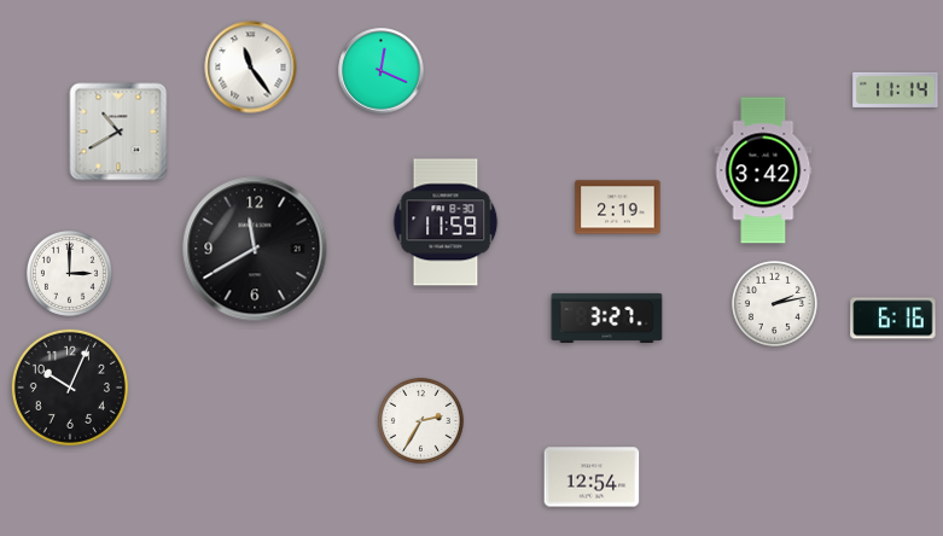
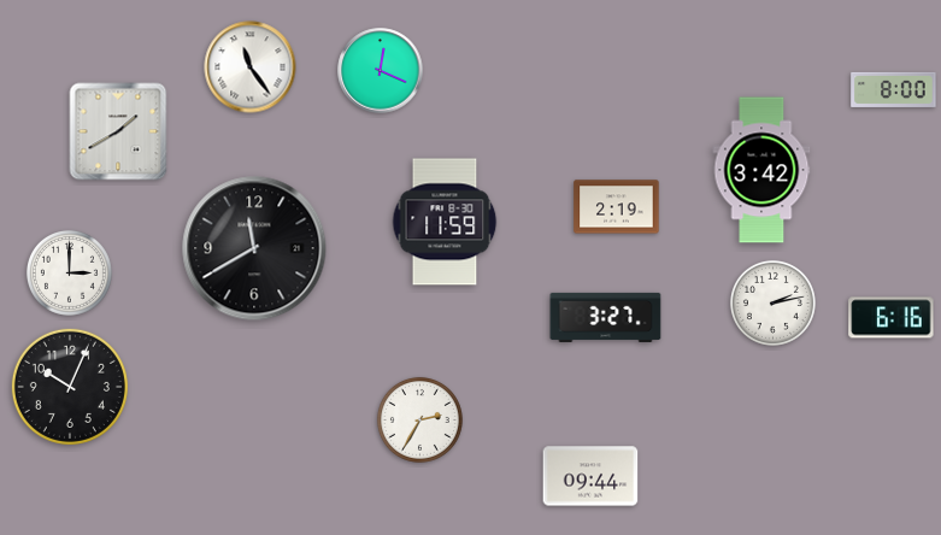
clock at (896, 89): 11:14 -> 8:00
clock at (118, 132): 10:40 -> 1:40
clock at (592, 477): 12:54 -> 09:44
